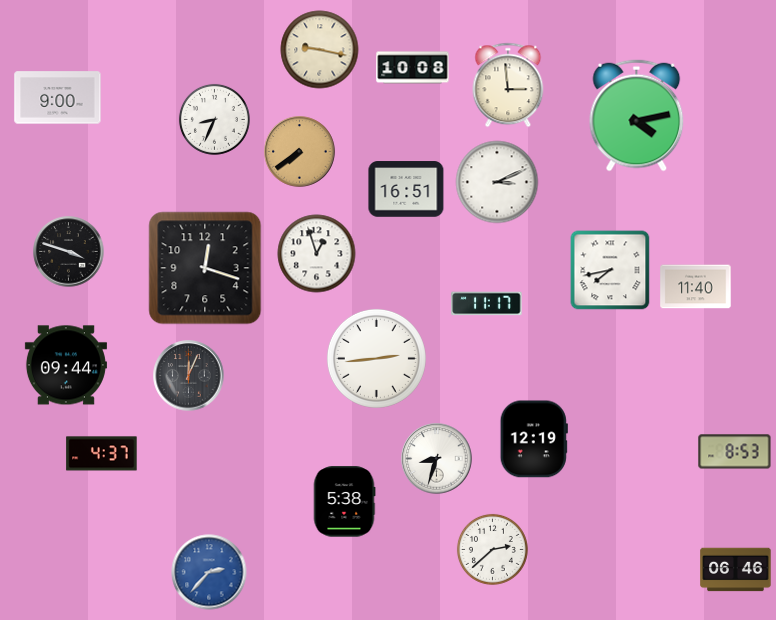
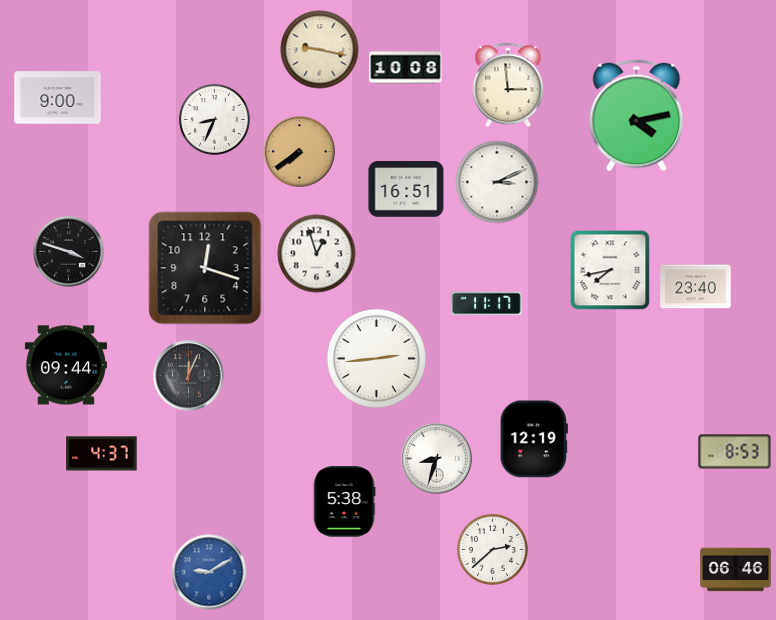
clock at (413, 68) position: (413, 68) -> (406, 68)
clock at (696, 287): 11:40 -> 23:40
clock at (209, 572): 2:37 -> 9:10
